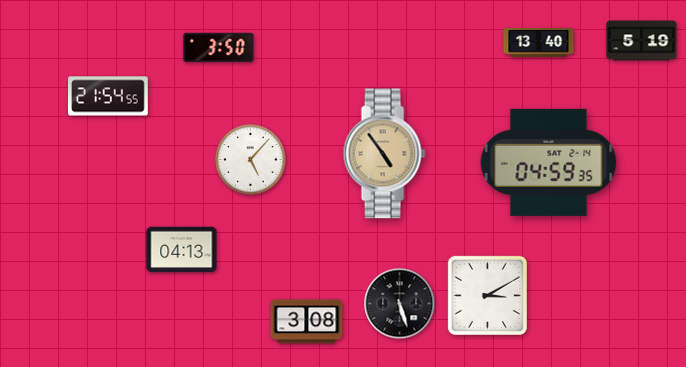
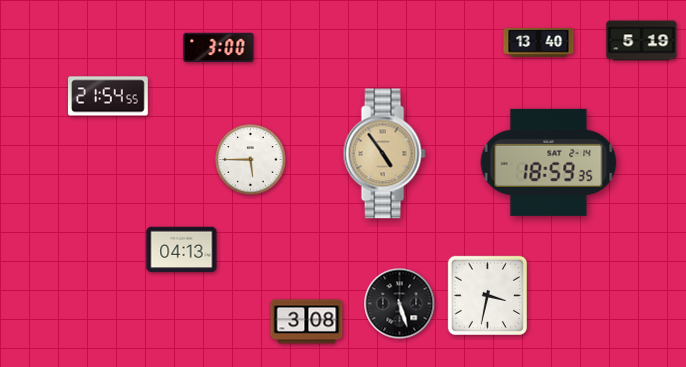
clock at (219, 48): 3:50 -> 3:00
clock at (251, 160): 5:07 -> 5:45
clock at (549, 162): 04:59 -> 18:59
clock at (487, 295): 3:10 -> 3:32
